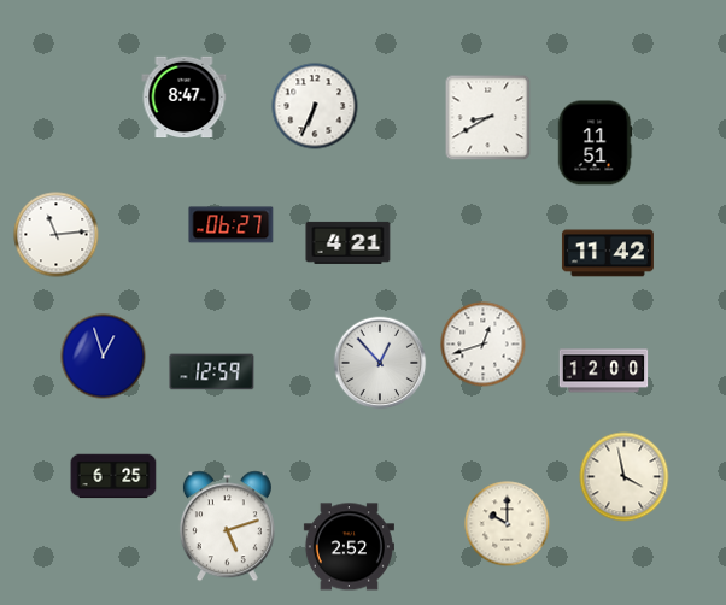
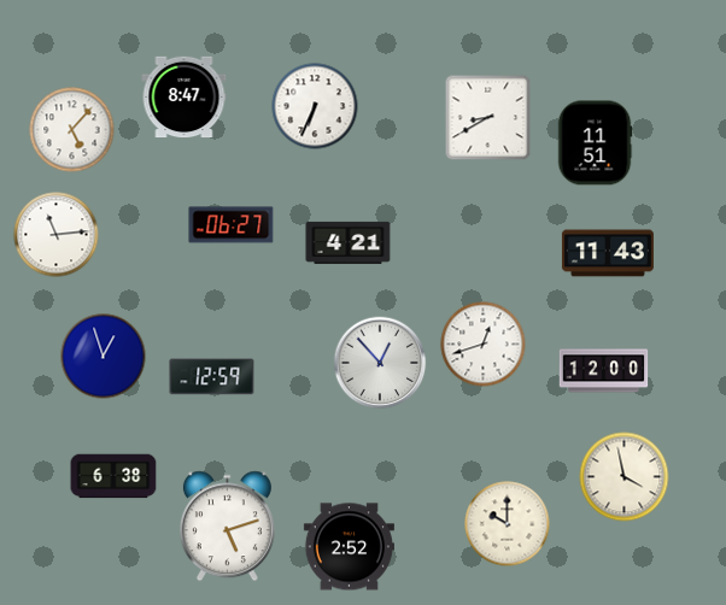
clock at (72, 130): none -> 5:07
clock at (608, 253): 11:42 -> 11:43
clock at (212, 372) position: (212, 372) -> (212, 377)
clock at (113, 476): 6:25 -> 6:38
